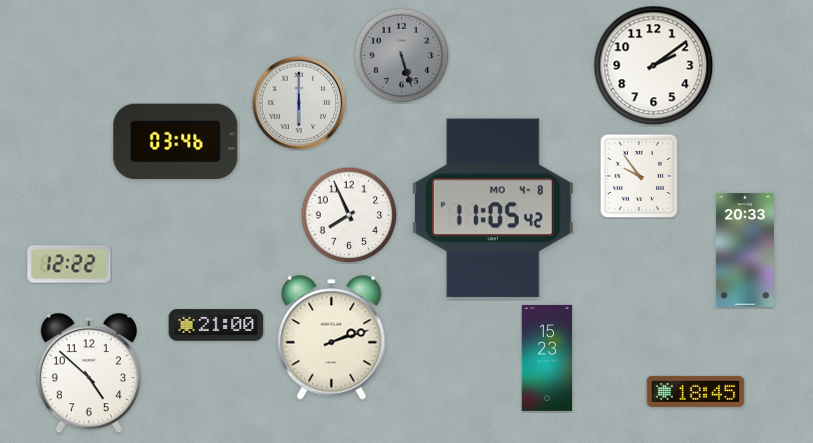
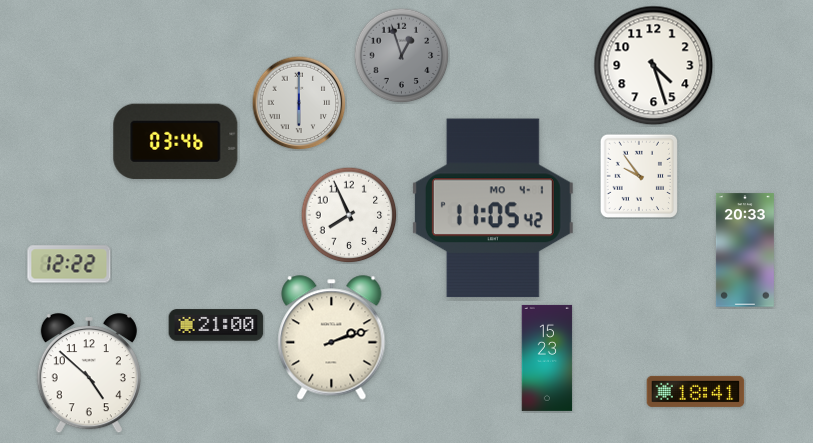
clock at (401, 55): 5:27 -> 12:57
clock at (654, 66): 2:09 -> 4:27
clock at (493, 208) date: MO 4-8 -> MO 4-1
clock at (696, 391): 18:45 -> 18:41
